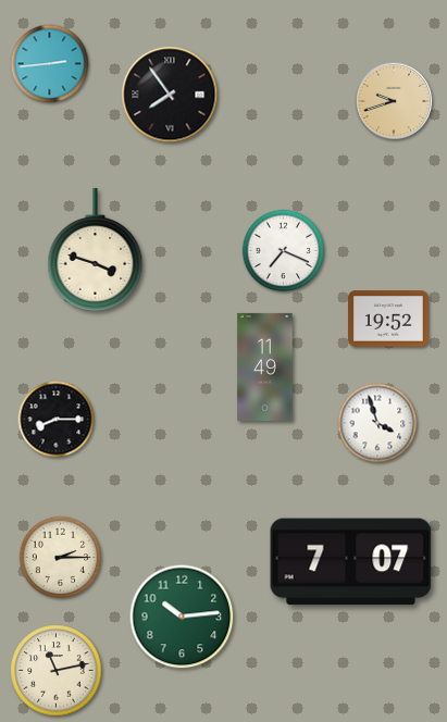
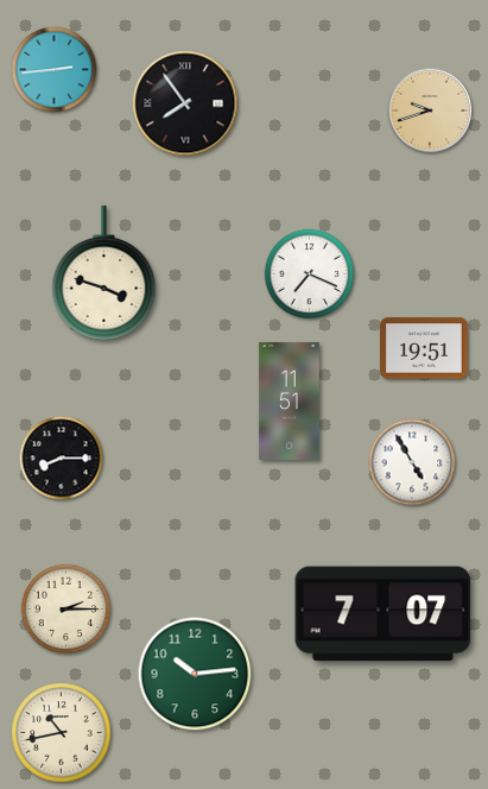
clock at (389, 319): 19:52 -> 19:51
clock at (265, 366): 11:49 -> 11:51
clock at (377, 423): 3:57 -> 4:55
clock at (182, 617) position: (182, 617) -> (195, 674)
clock at (57, 671): 11:13 -> 10:43
